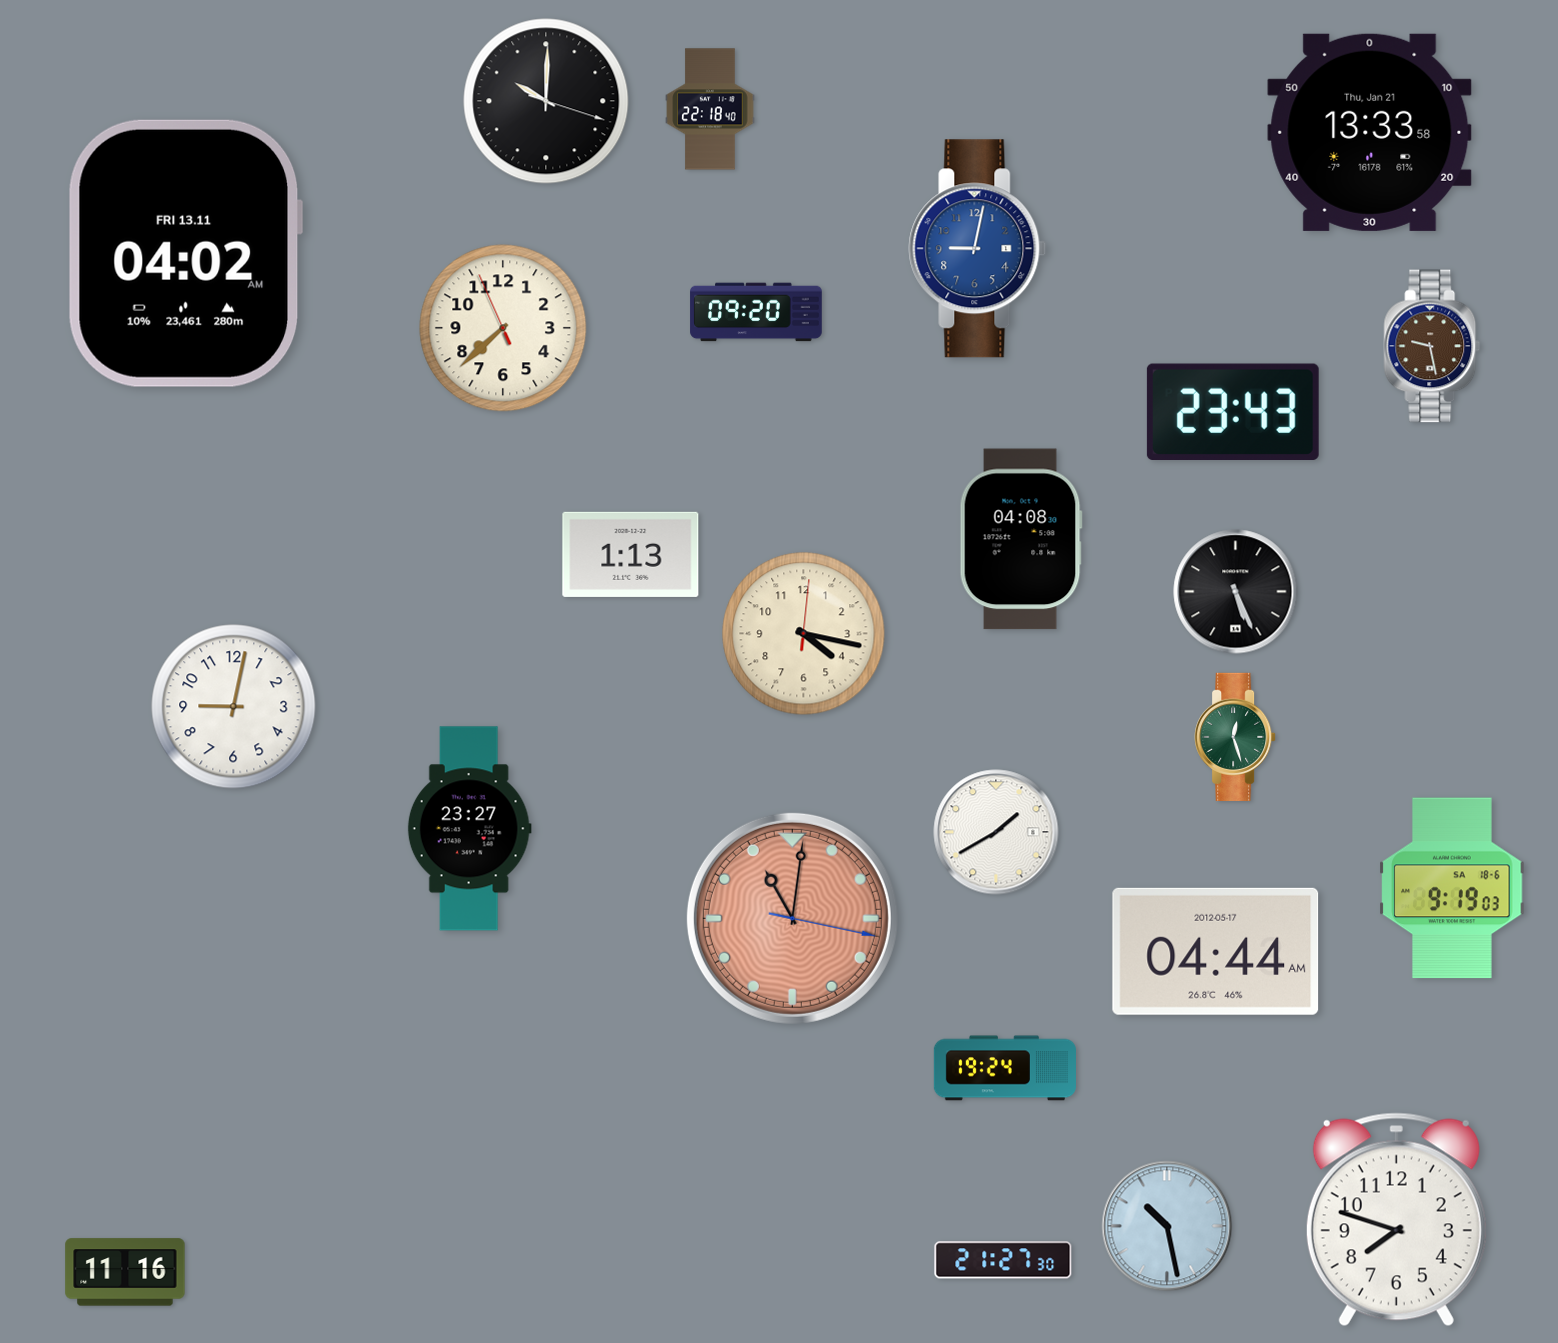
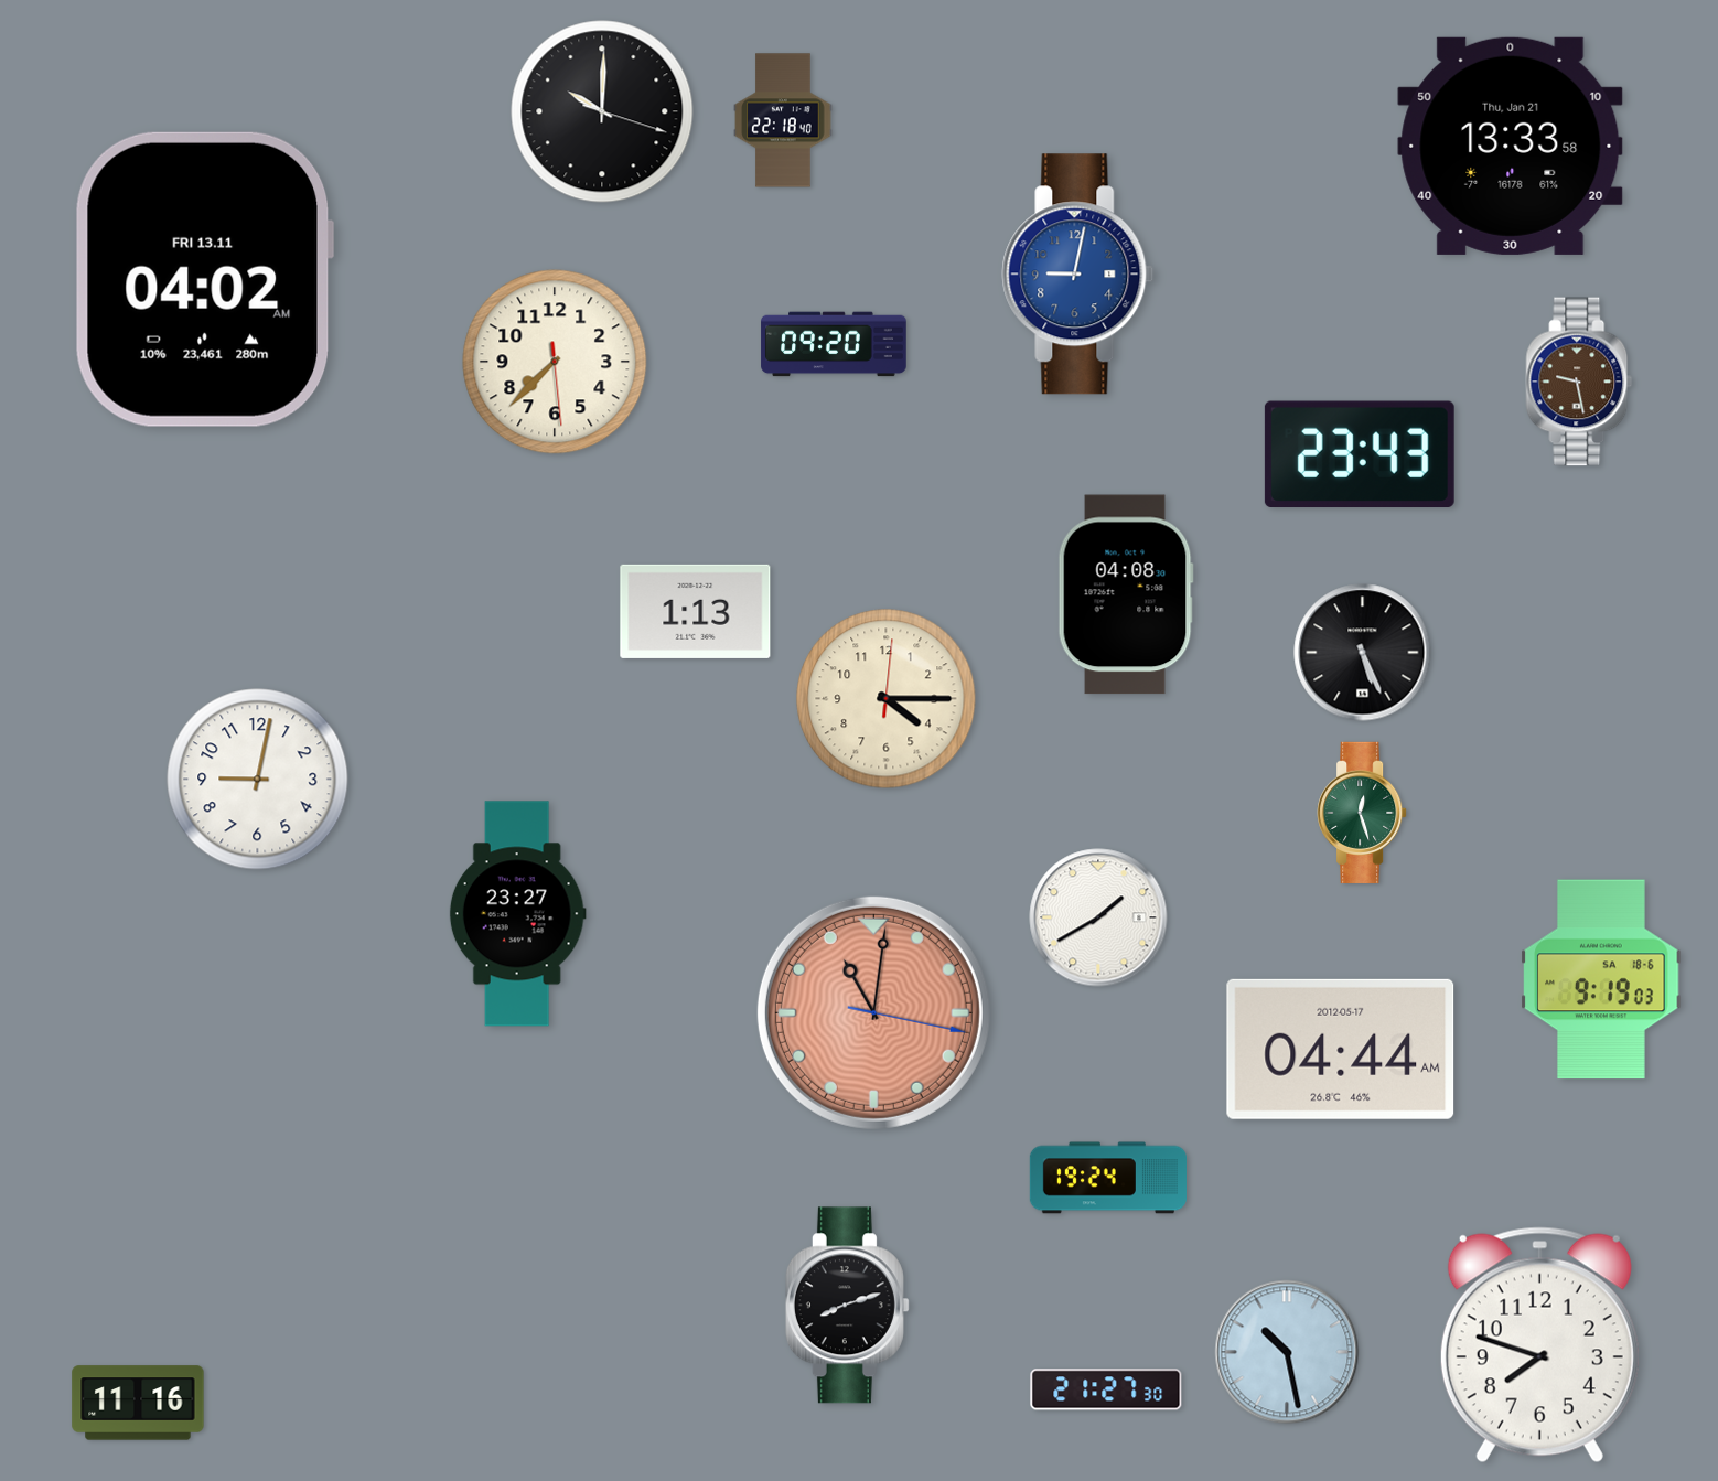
clock at (503, 328): 7:37:56 -> 7:37:29
clock at (804, 634): 4:17 -> 4:15
clock at (847, 1306): none -> 8:12
